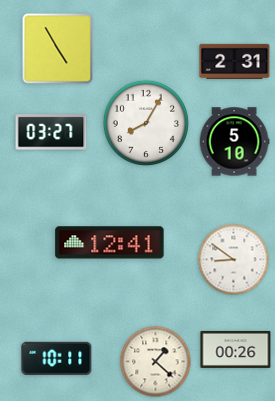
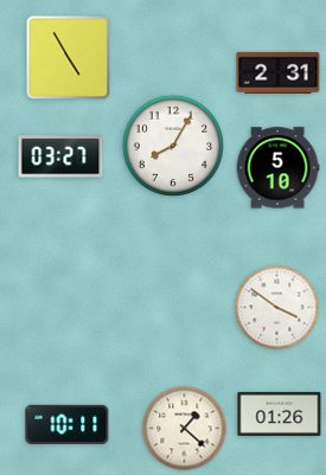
clock at (110, 243): 12:41 -> none
clock at (234, 260): 8:51 -> 3:51
clock at (236, 349): 00:26 -> 01:26
